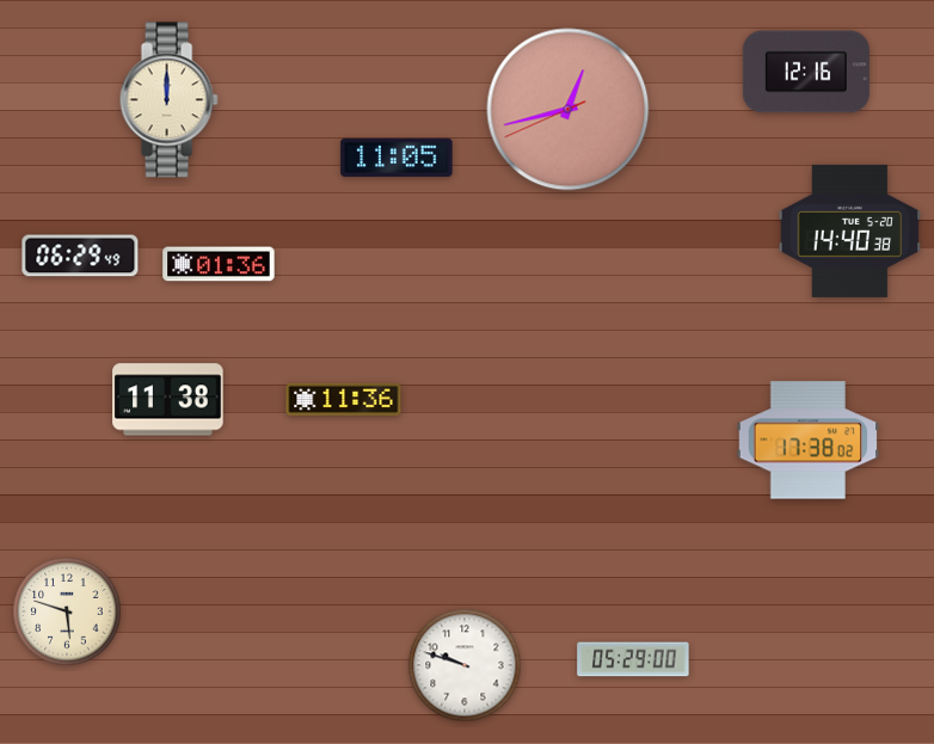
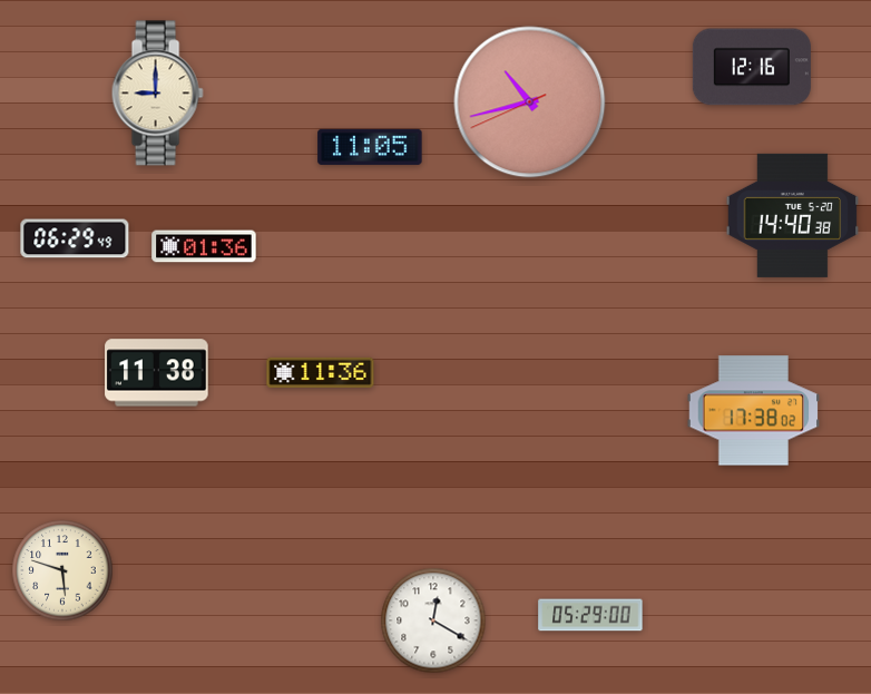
clock at (168, 100): 12:00 -> 9:00
clock at (569, 110): 12:42 -> 10:42
clock at (465, 665): 9:48 -> 12:20
